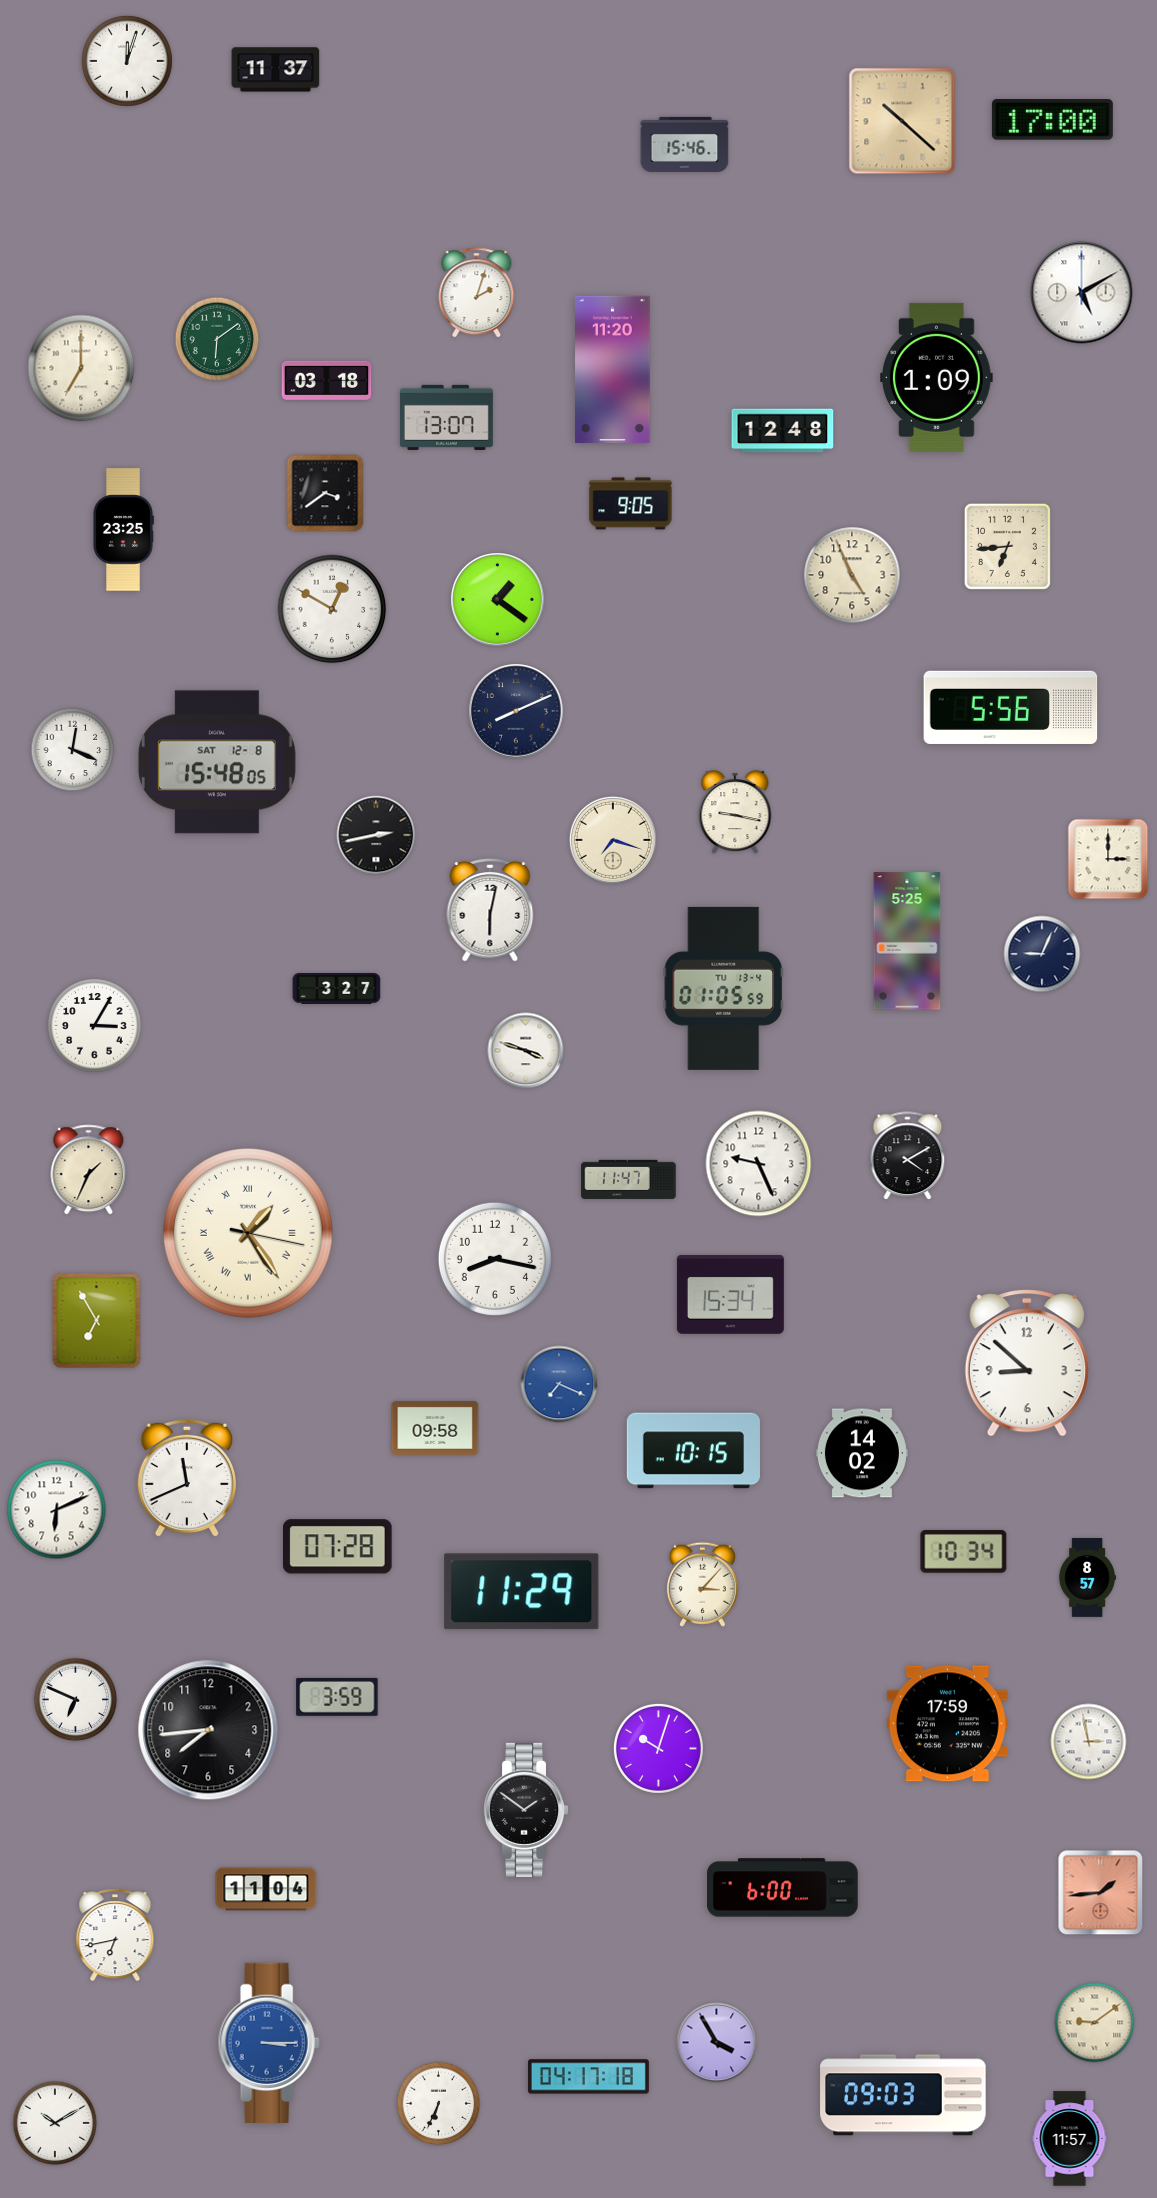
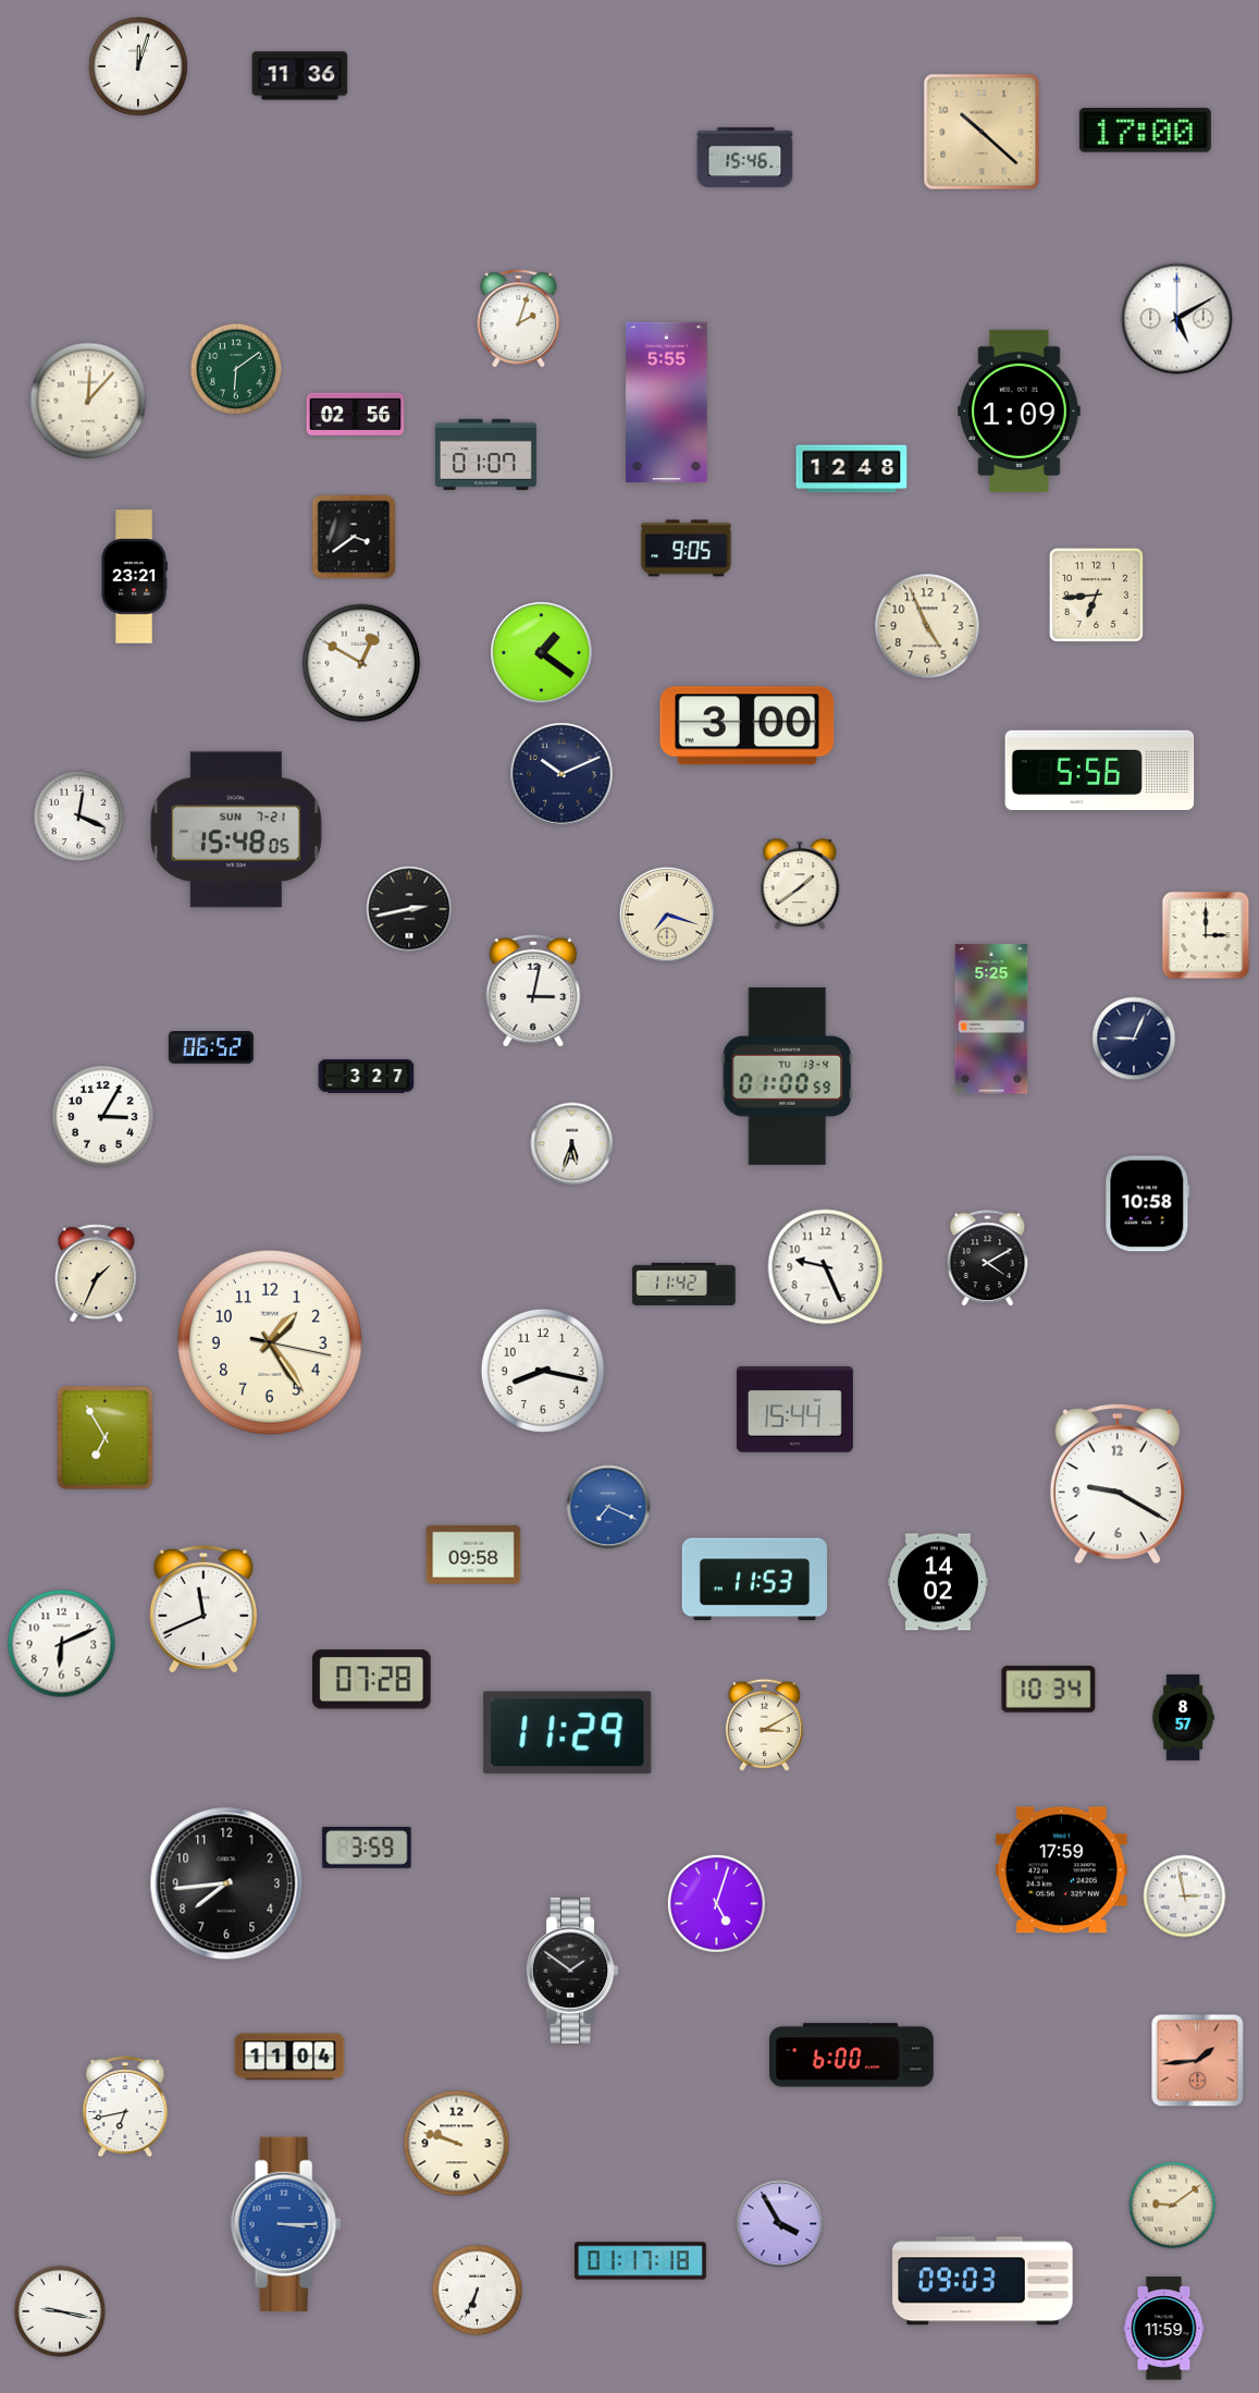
clock at (276, 70): 11:37 -> 11:36
clock at (81, 368): 7:00 -> 12:07
clock at (613, 369): 11:20 -> 5:55
clock at (327, 381): 03:18 -> 02:56
clock at (446, 417): 13:07 -> 01:07
clock at (123, 530): 23:25 -> 23:21
clock at (748, 726): none -> 3:00
clock at (516, 711): 8:11 -> 10:11
clock at (217, 762) date: SAT 12-8 -> SUN 7-21
clock at (735, 813): 9:17 -> 1:39
clock at (490, 911): 6:02 -> 3:02
clock at (907, 941) position: (907, 941) -> (991, 1019)
clock at (211, 1047): none -> 06:52
clock at (724, 988): 01:05 -> 01:00
clock at (526, 1051): 3:48 -> 5:33
clock at (1148, 1204): none -> 10:58
clock at (629, 1179): 11:47 -> 11:42
clock at (249, 1234) numerals: Roman -> Arabic
clock at (495, 1259) position: (495, 1259) -> (543, 1371)
clock at (730, 1294): 15:34 -> 15:44
clock at (1027, 1363): 8:52 -> 9:20
clock at (693, 1451): 10:15 -> 11:53
clock at (338, 1547) position: (338, 1547) -> (372, 1680)
clock at (702, 1584): 3:07 -> 3:10
clock at (76, 1700): 6:49 -> none
clock at (947, 1724) position: (947, 1724) -> (1061, 1870)
clock at (658, 1748): 10:03 -> 5:03
clock at (457, 2144): none -> 9:48
clock at (1095, 2023) position: (1095, 2023) -> (1173, 2206)
clock at (269, 2042) position: (269, 2042) -> (286, 2223)
clock at (588, 2077): 04:17 -> 01:17
clock at (55, 2123): 10:10 -> 9:17
clock at (1070, 2139): 11:57 -> 11:59
